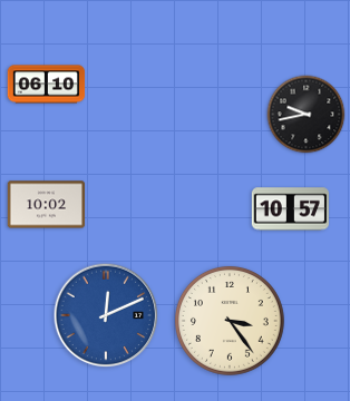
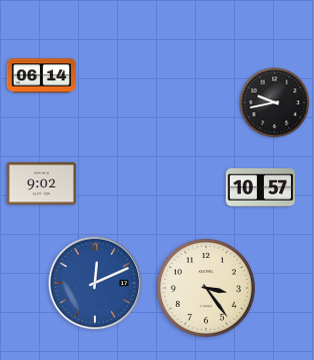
clock at (47, 85): 06:10 -> 06:14
clock at (47, 205): 10:02 -> 9:02
